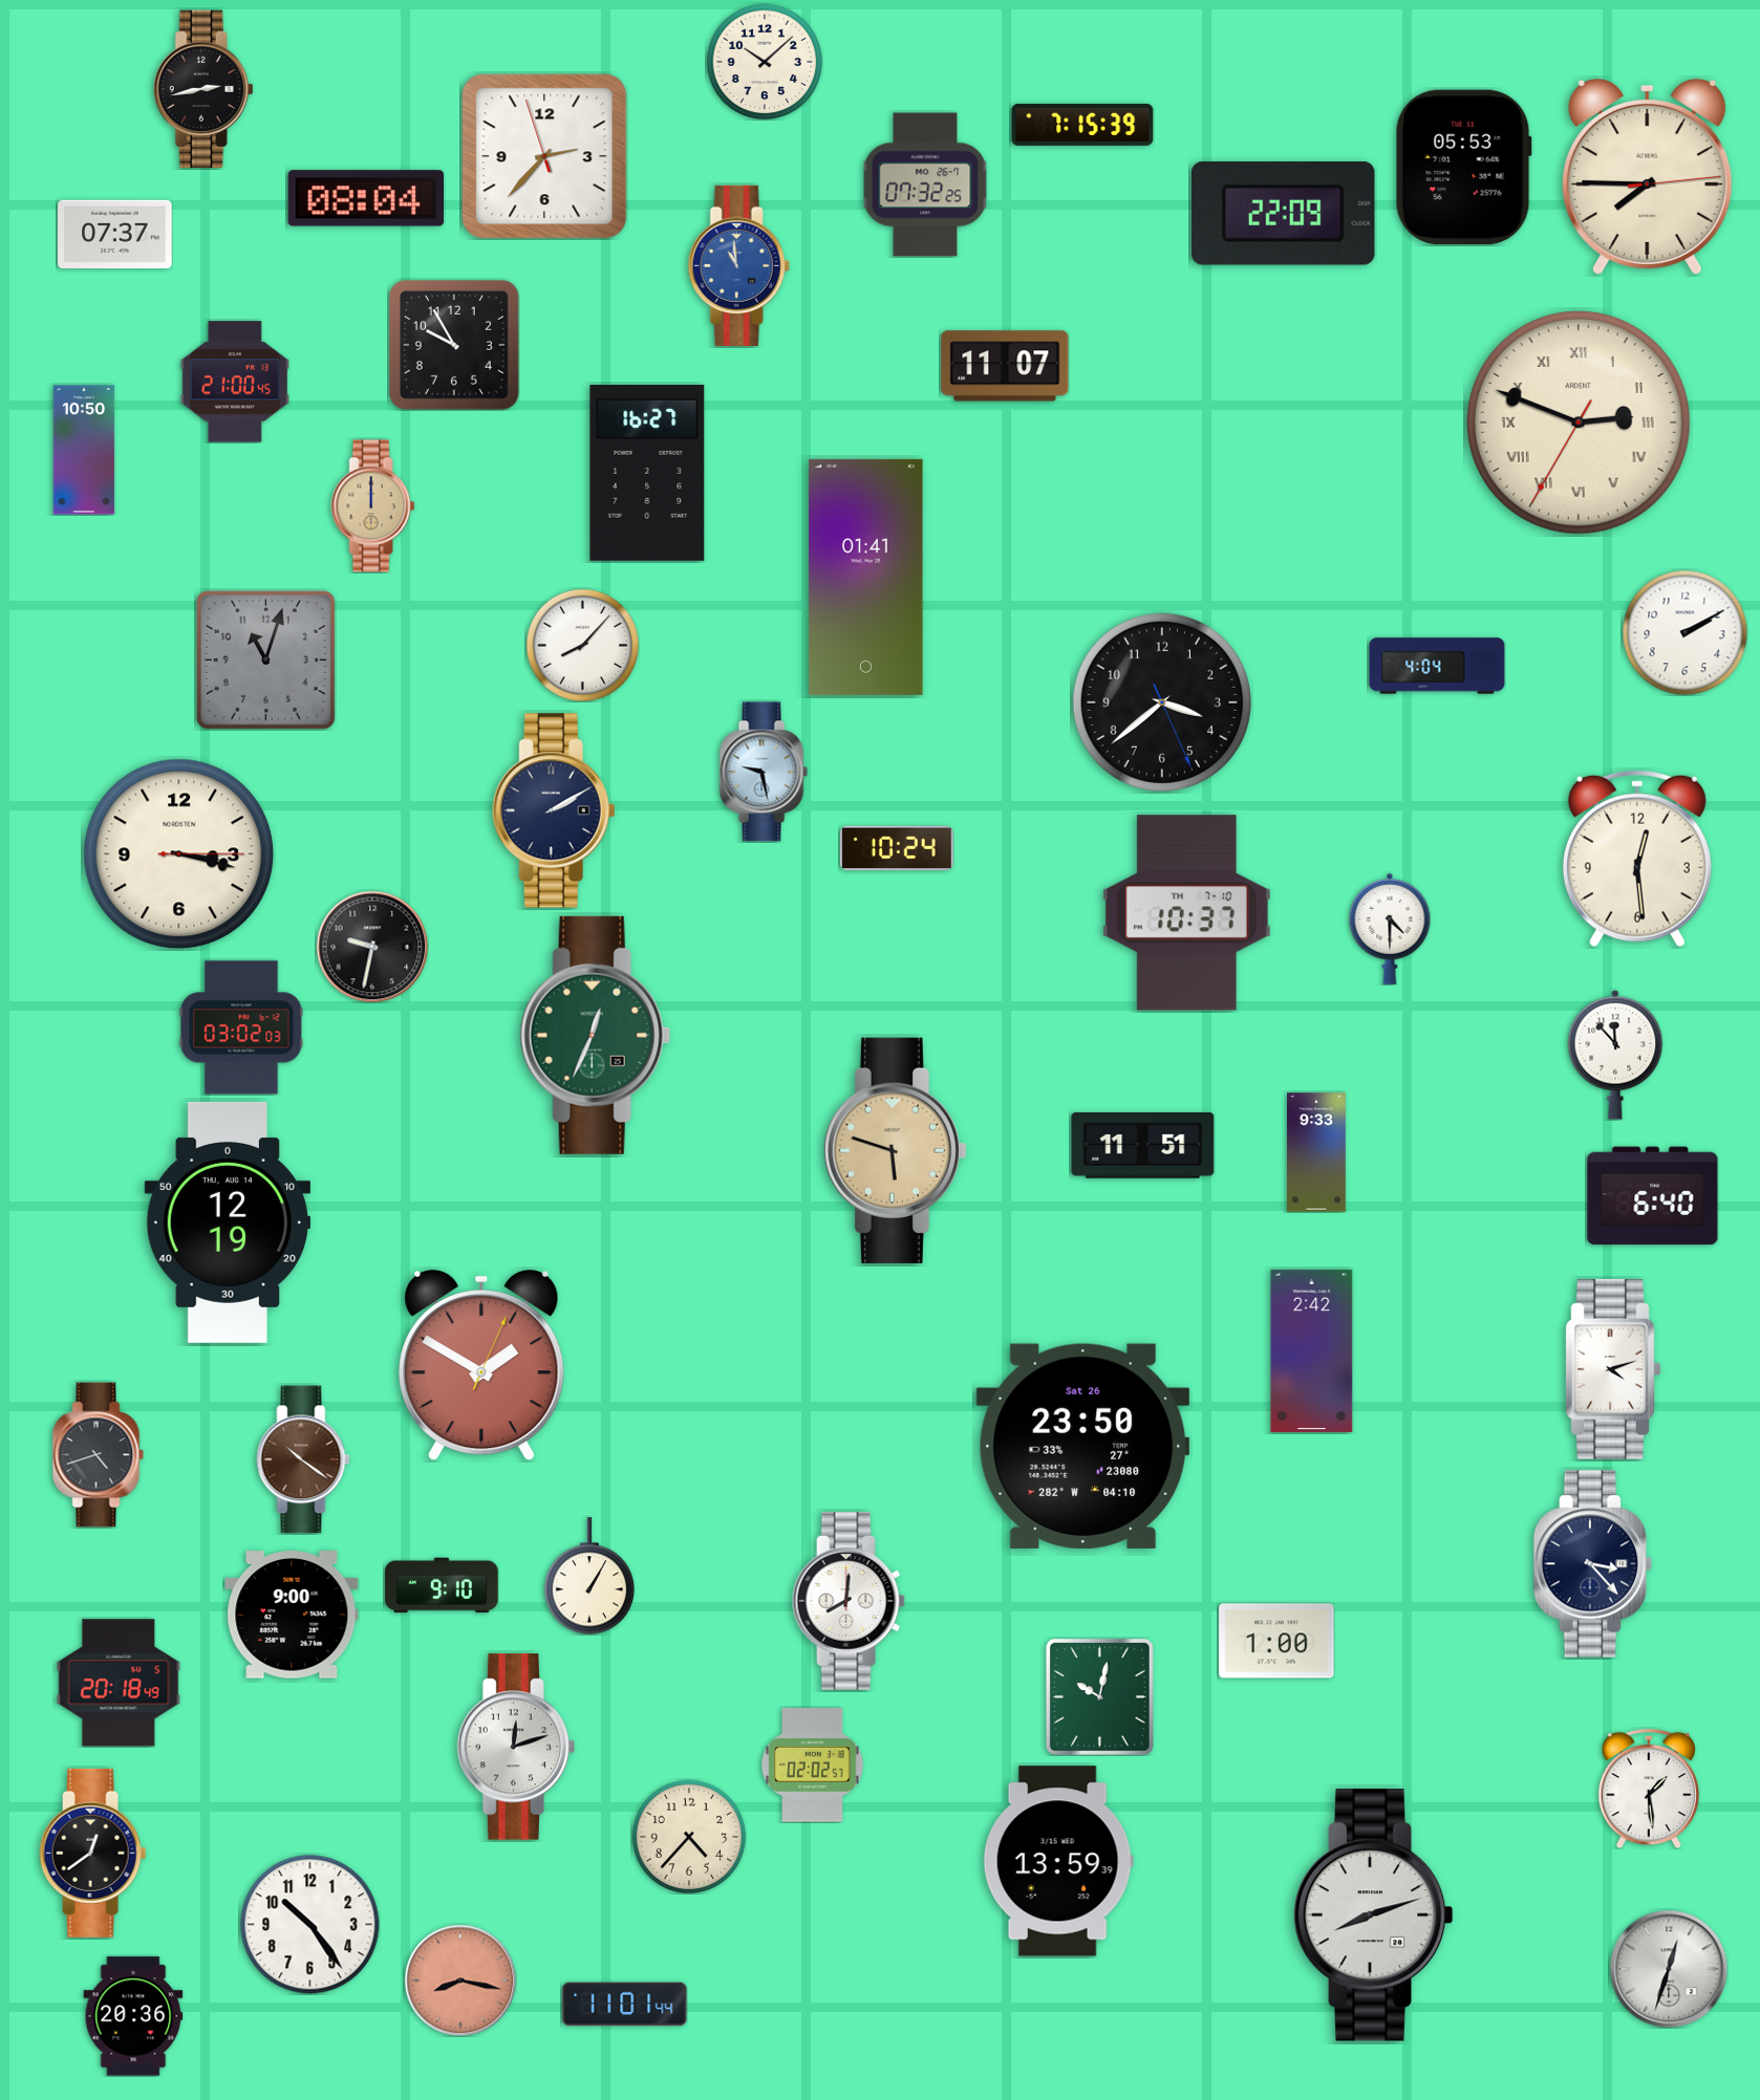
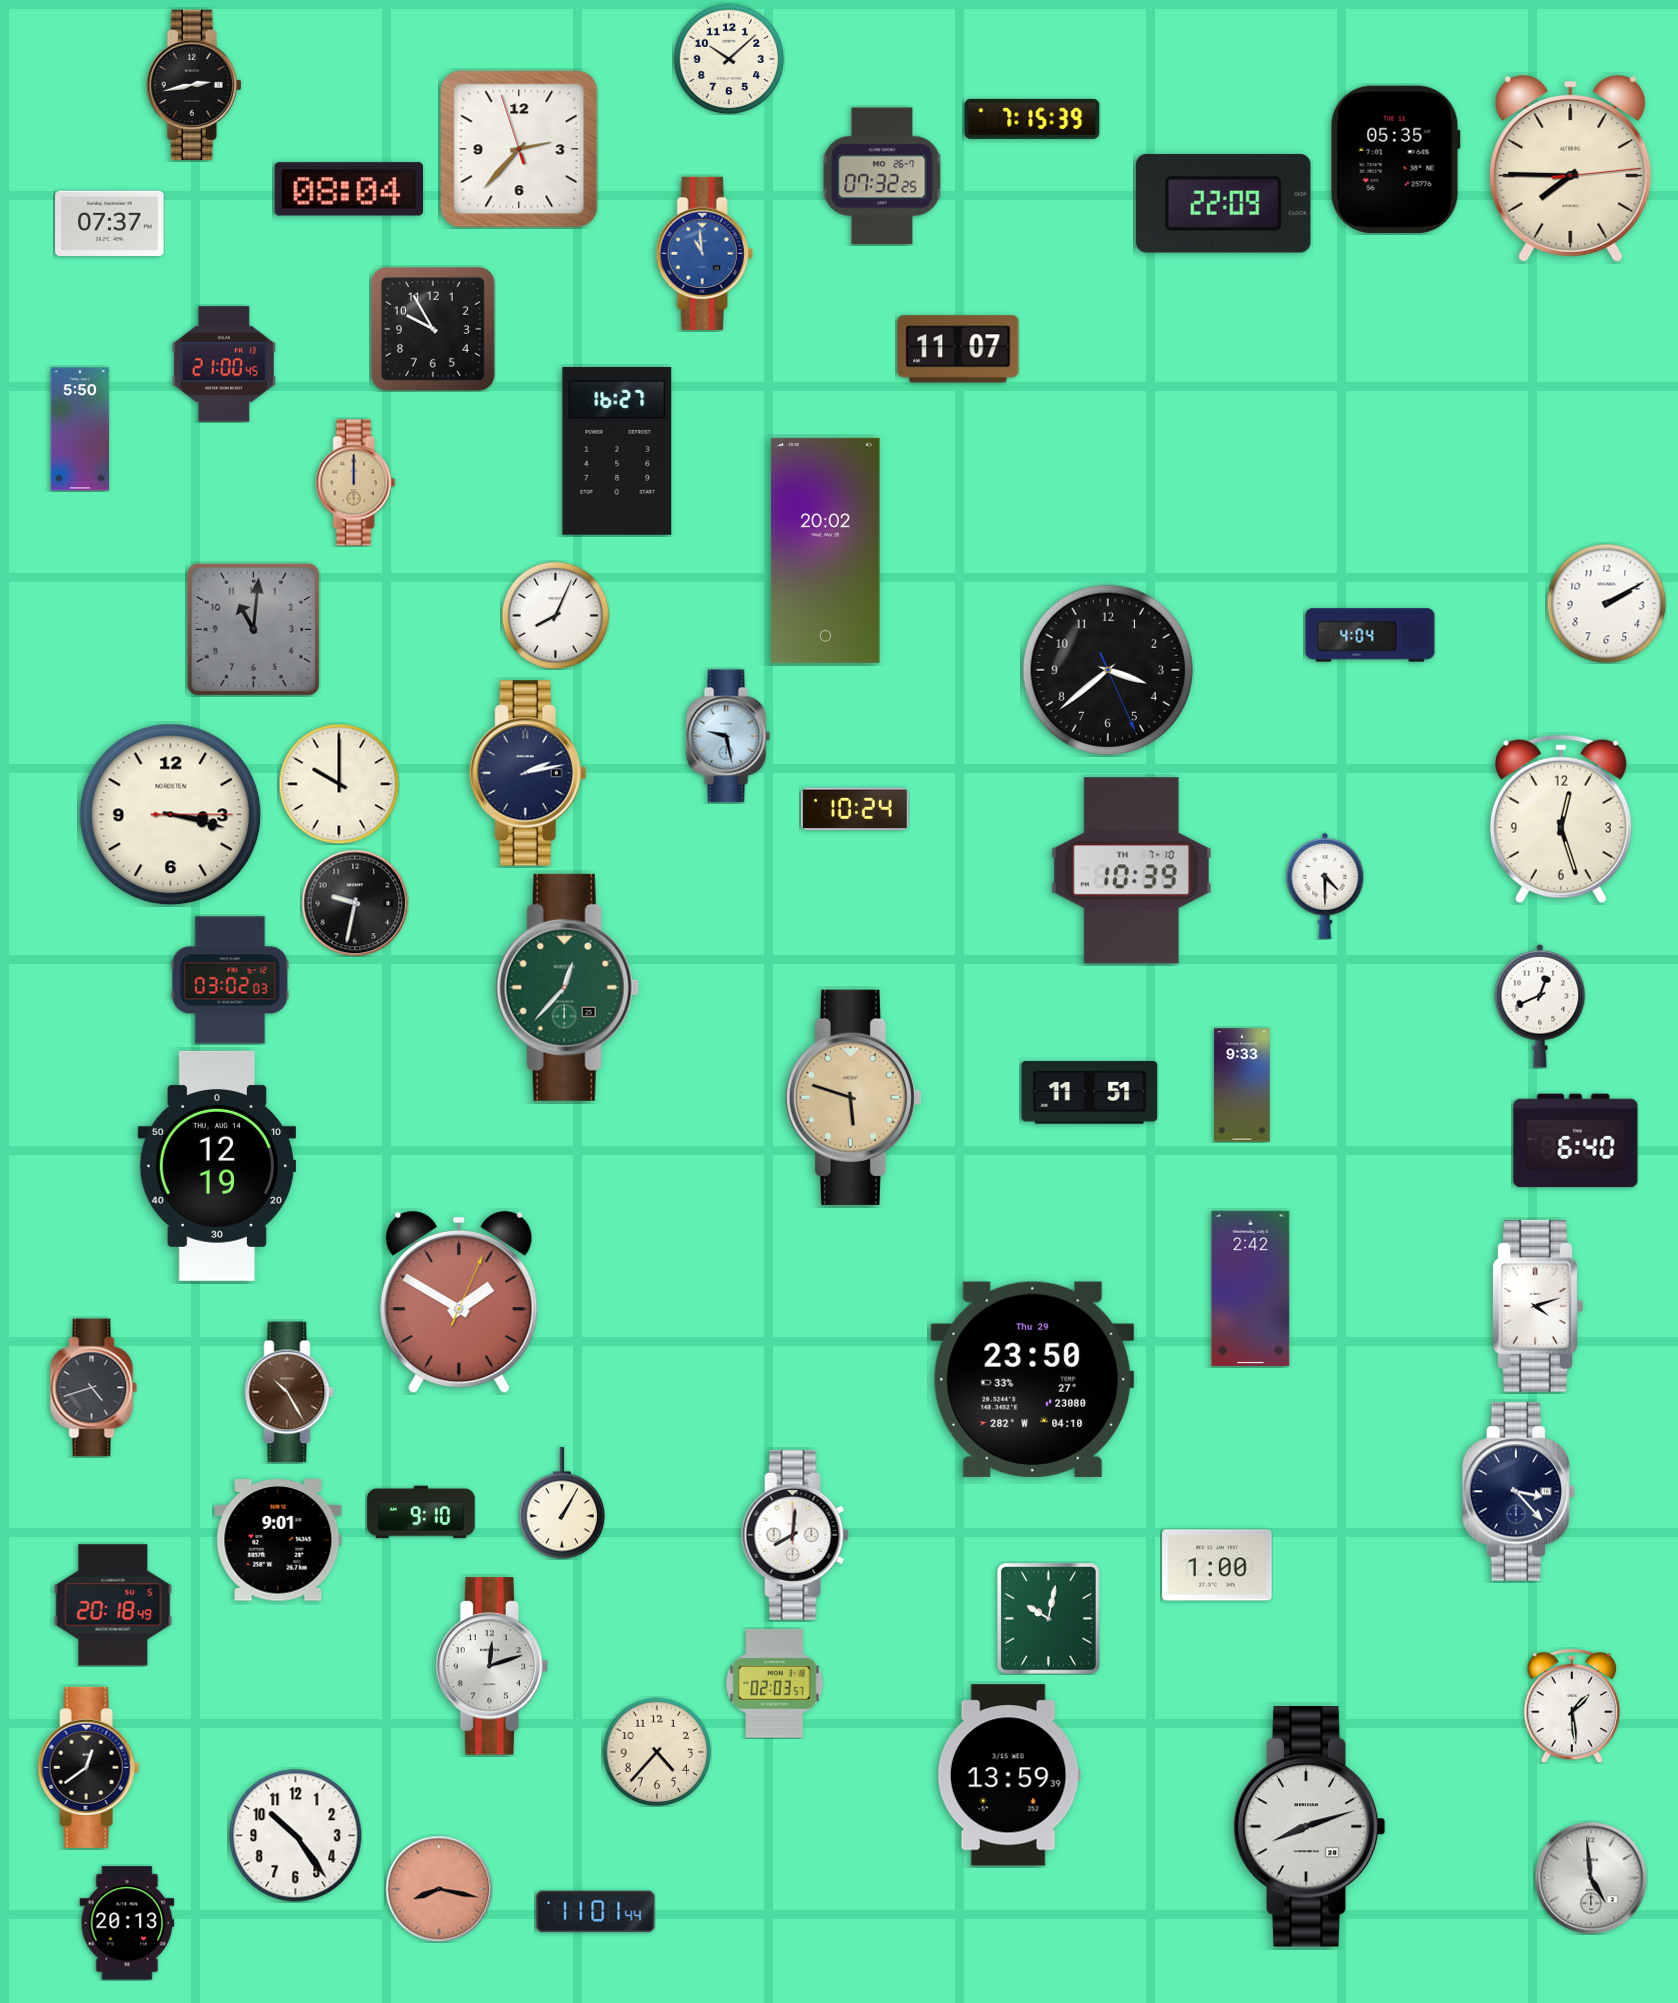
clock at (1463, 168): 05:53 -> 05:35
clock at (1579, 423): 2:48 -> none
clock at (84, 450): 10:50 -> 5:50
clock at (866, 577): 01:41 -> 20:02
clock at (582, 645): 8:07 -> 8:04
clock at (265, 659): 11:03 -> 11:01
clock at (554, 810): 2:10 -> 2:13
clock at (339, 784): none -> 10:00
clock at (1637, 859): 12:29 -> 12:27
clock at (1186, 913): 10:37 -> 10:39
clock at (595, 1035): 12:34 -> 12:37
clock at (1615, 1055): 11:53 -> 12:41
clock at (1317, 1152) position: (1317, 1152) -> (1243, 1085)
clock at (1083, 1446) date: Sat 26 -> Thu 29
clock at (303, 1459): 10:21 -> 10:25
clock at (849, 1602) position: (849, 1602) -> (795, 1536)
clock at (292, 1615): 9:00 -> 9:01
clock at (813, 1766): 02:02 -> 02:03
clock at (1669, 1969): 12:33 -> 4:59
clock at (133, 2016): 20:36 -> 20:13
